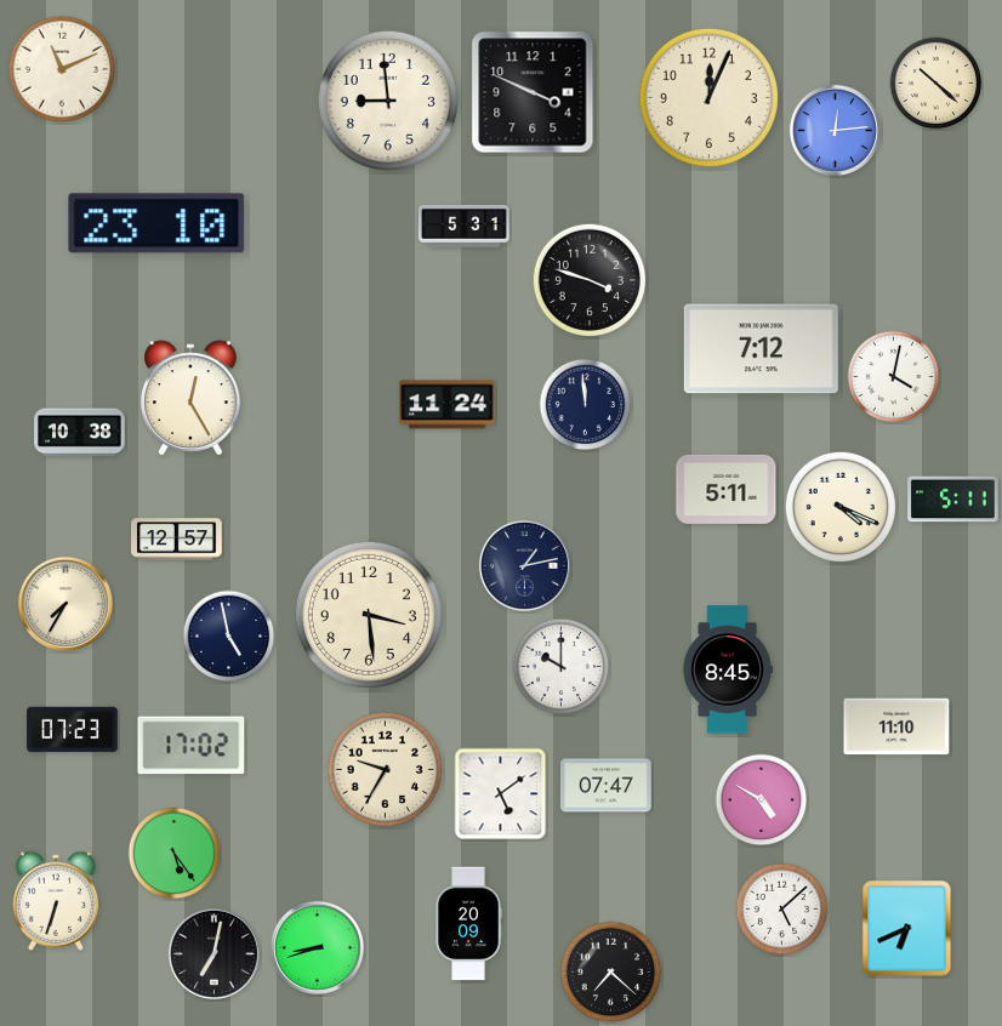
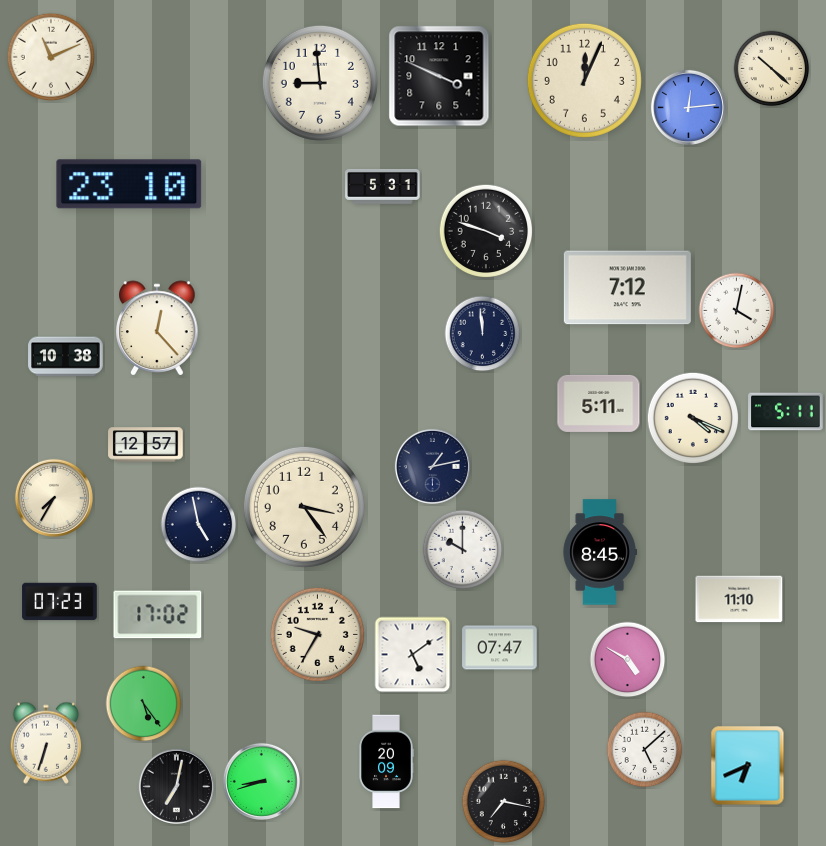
clock at (190, 398): 12:25 -> 12:23
clock at (448, 405): 11:24 -> none
clock at (369, 615): 3:29 -> 3:24
clock at (229, 637) position: (229, 637) -> (199, 525)
clock at (611, 973): 7:22 -> 7:17
